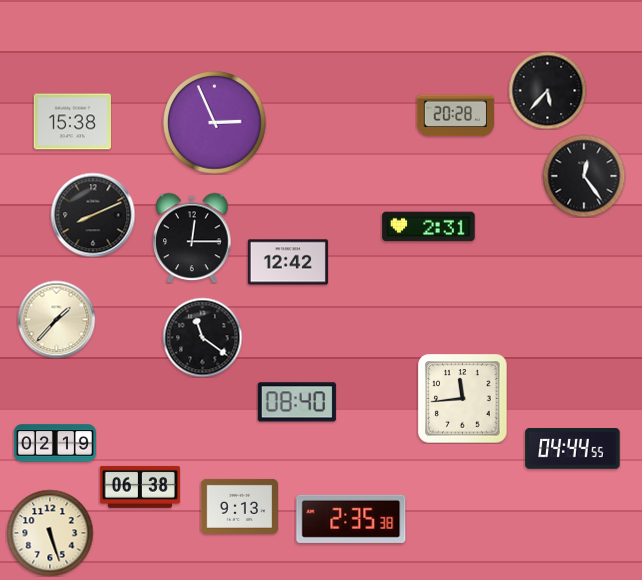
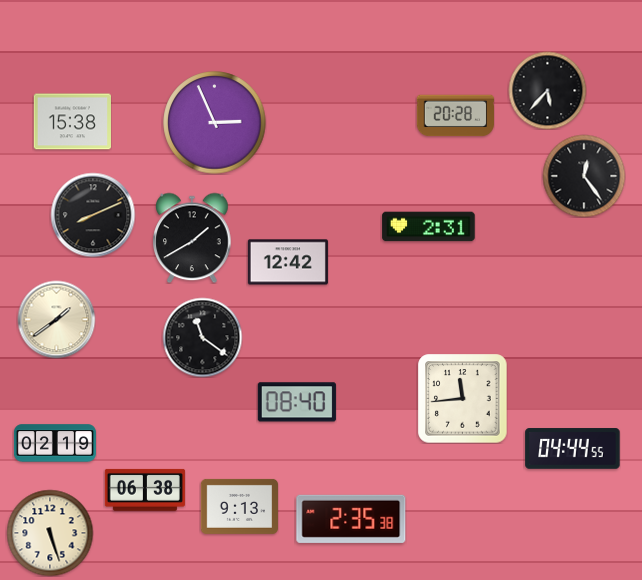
clock at (192, 238): 12:15 -> 1:40
clock at (56, 319): 1:37 -> 1:39
clock at (140, 487) position: (140, 487) -> (145, 490)
